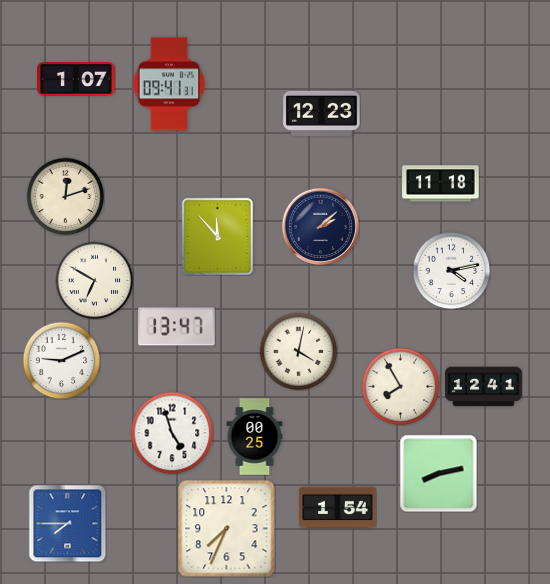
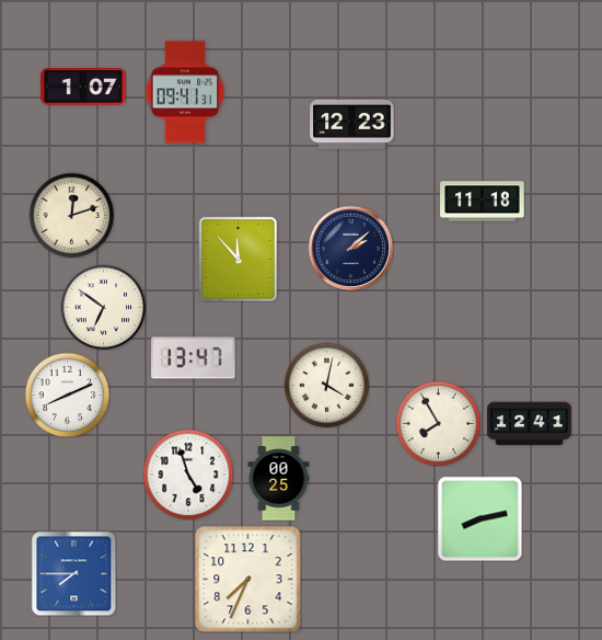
clock at (451, 270): 4:13 -> none
clock at (94, 280): 6:50 -> 6:51
clock at (61, 360): 9:11 -> 8:11
clock at (338, 508): 1:54 -> none
